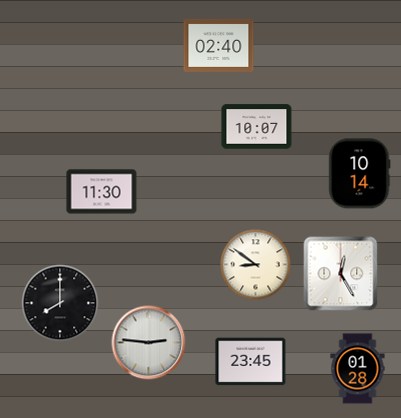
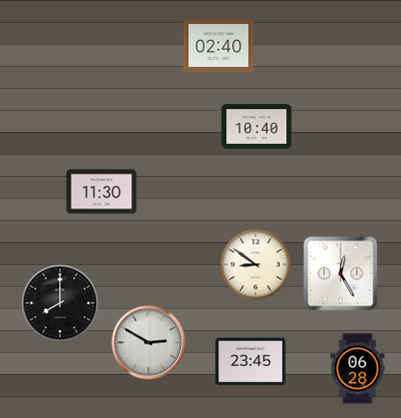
clock at (257, 127): 10:07 -> 10:40
clock at (360, 174): 10:14 -> none
clock at (149, 343): 2:46 -> 2:50
clock at (358, 369): 01:28 -> 06:28
